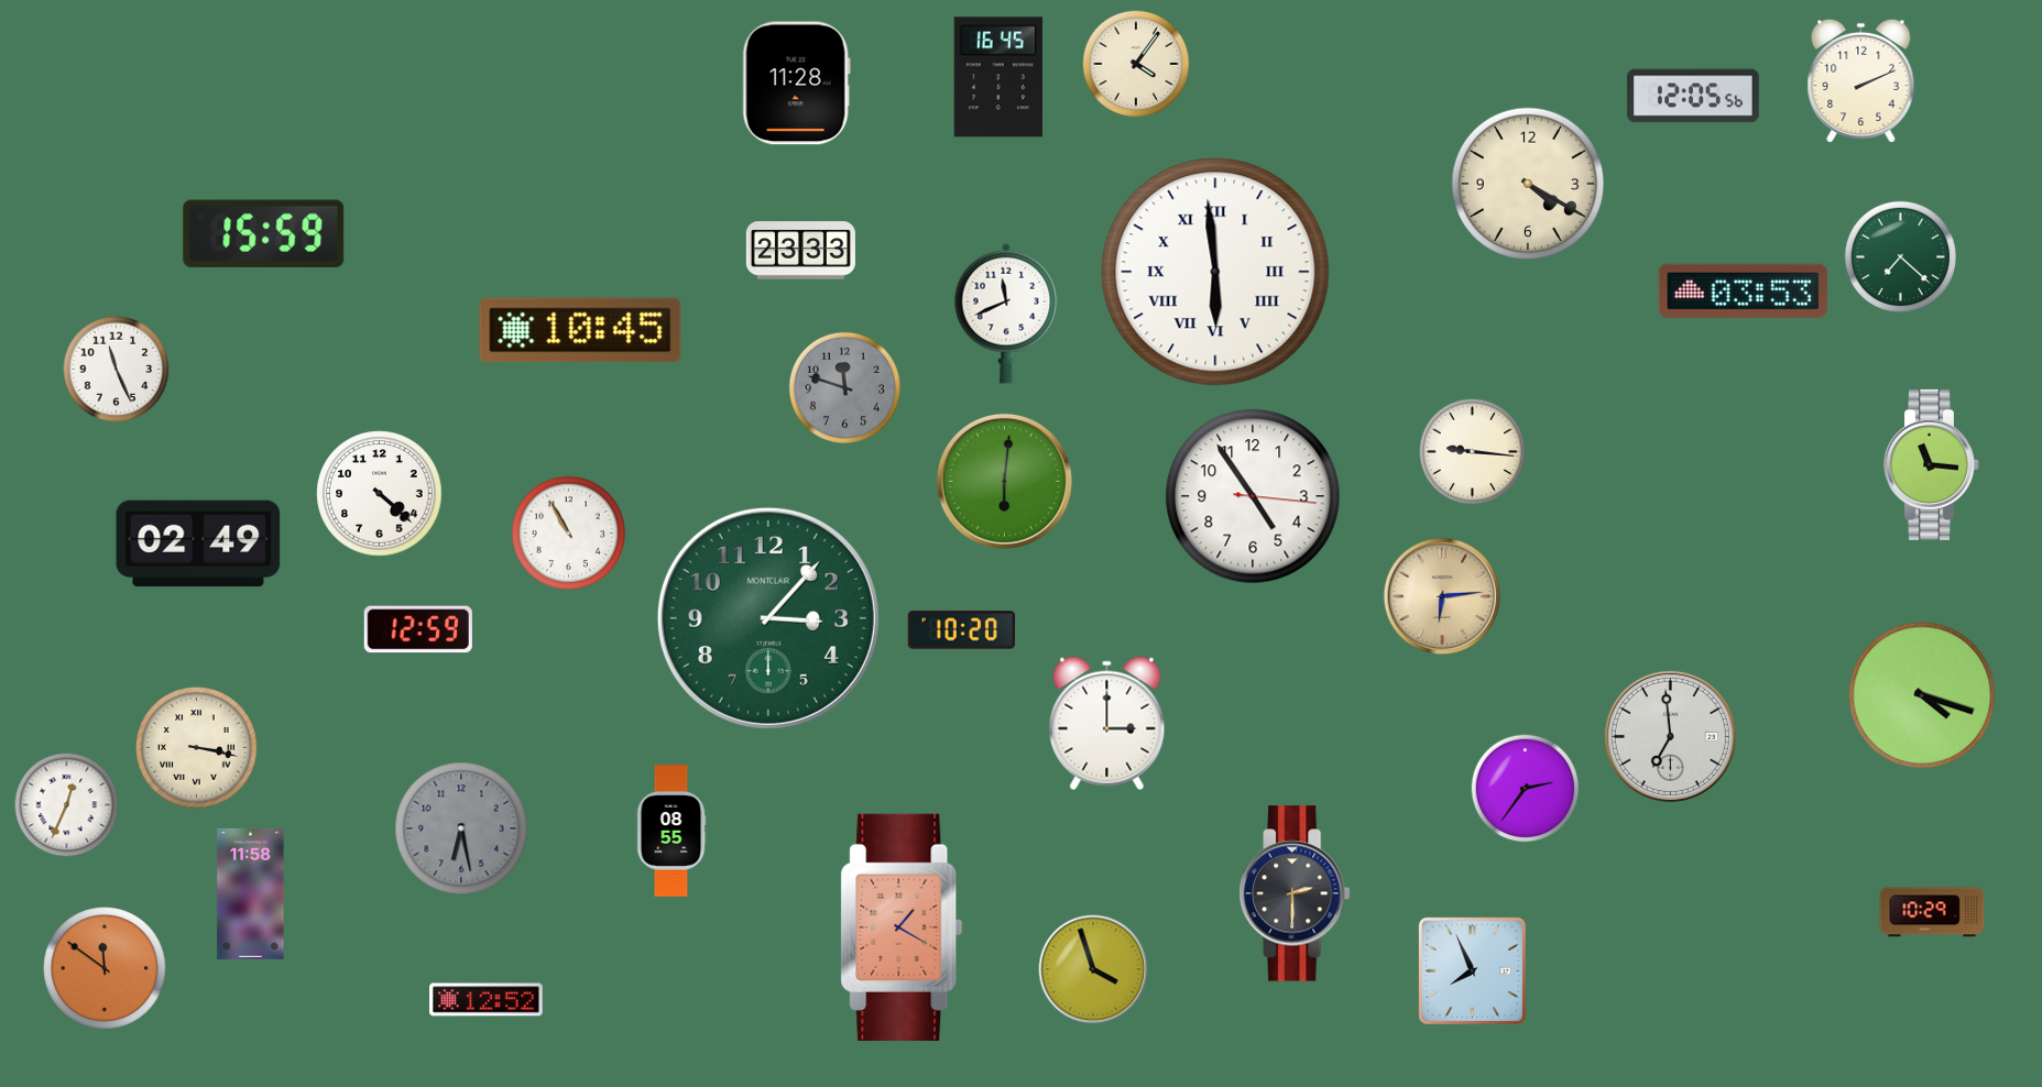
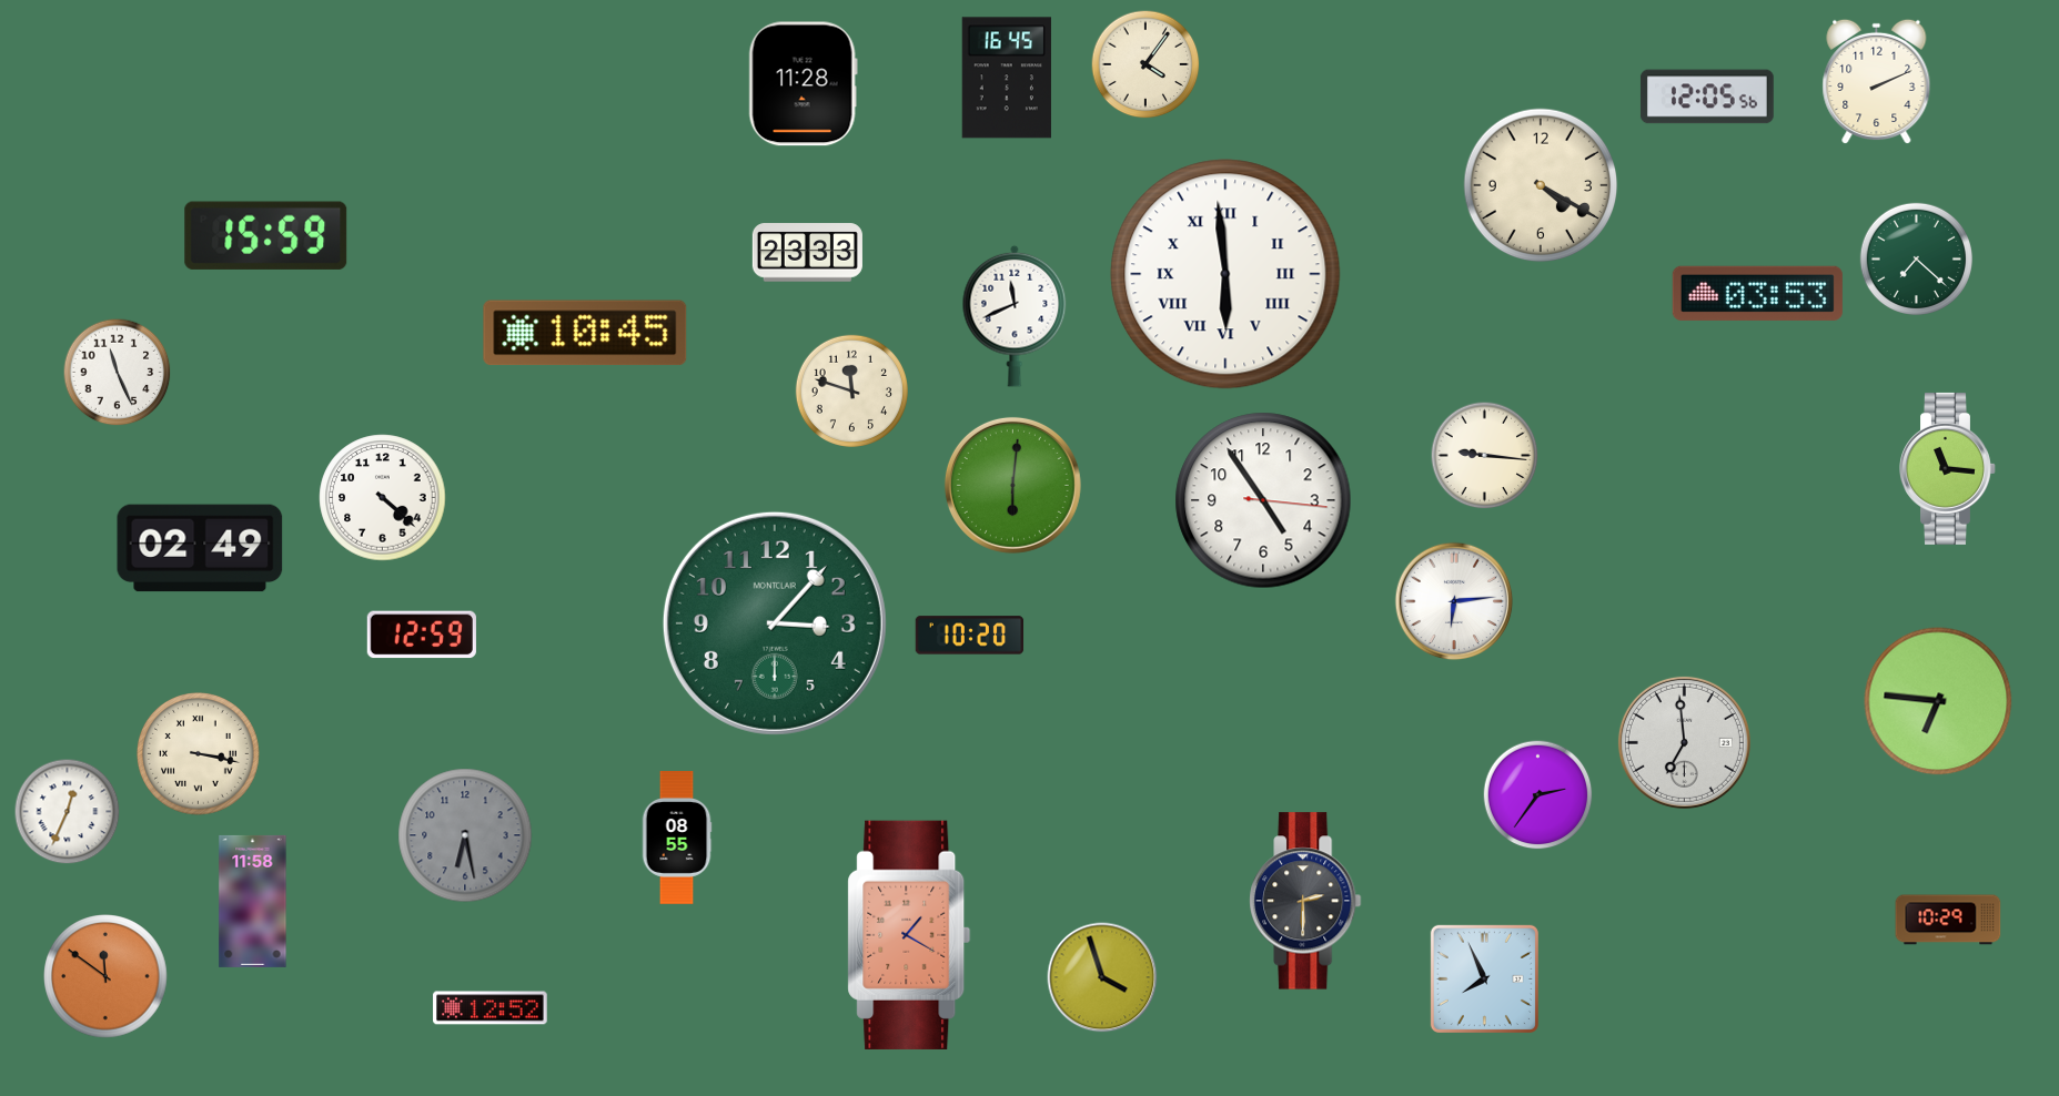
clock at (844, 387) dial: grey -> cream
clock at (568, 532): 10:55 -> none
clock at (1442, 596) dial: champagne -> white
clock at (1922, 695): 4:18 -> 6:46
clock at (1107, 724): 3:00 -> none
